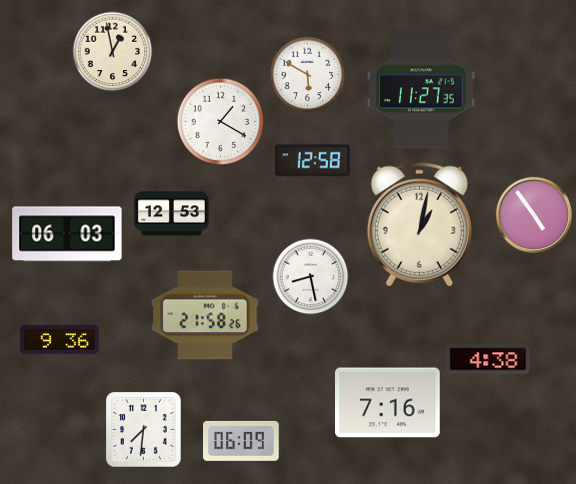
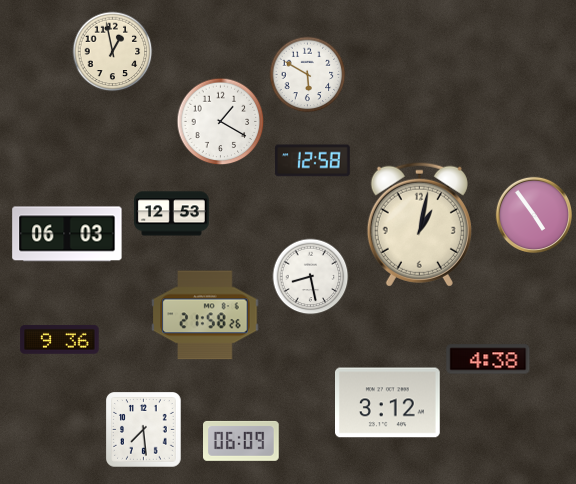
clock at (421, 89): 11:27 -> none
clock at (388, 403): 7:16 -> 3:12
clock at (144, 430): 7:31 -> 7:29
